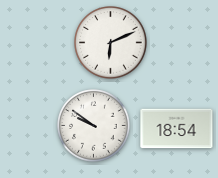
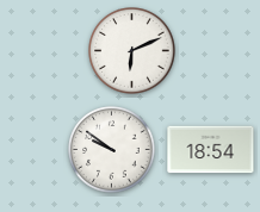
clock at (177, 129) position: (177, 129) -> (211, 150)
